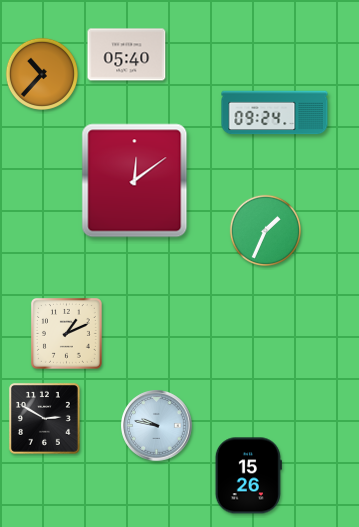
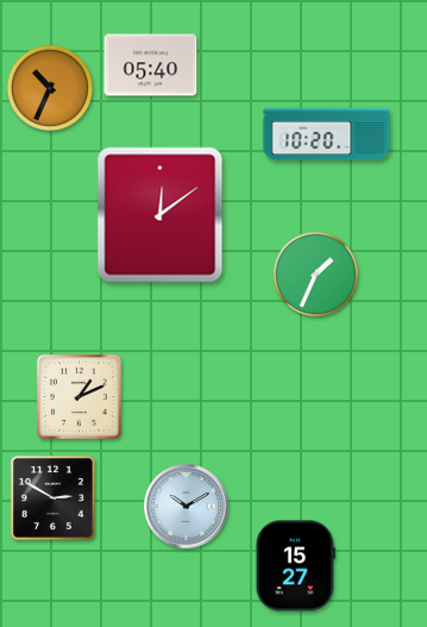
clock at (42, 74): 10:37 -> 10:34
clock at (275, 113): 09:24 -> 10:20
clock at (157, 426): 9:47 -> 10:10
clock at (248, 476): 15:26 -> 15:27
